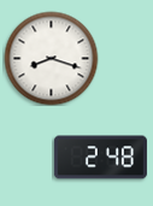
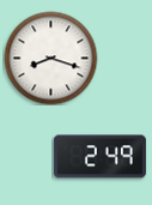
clock at (100, 158): 2:48 -> 2:49
